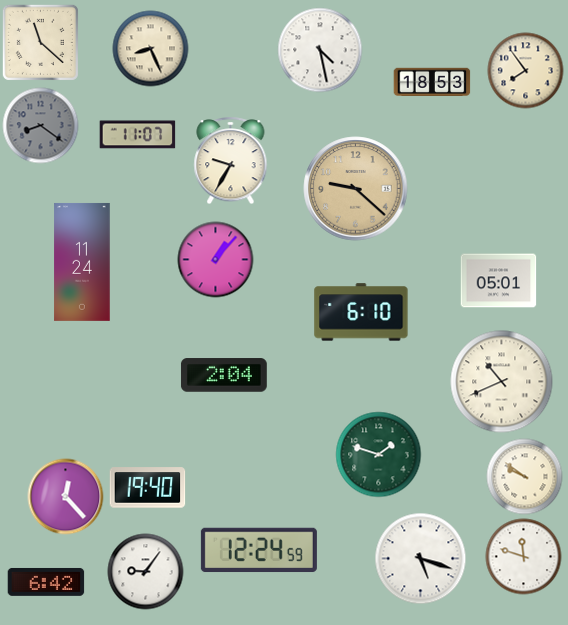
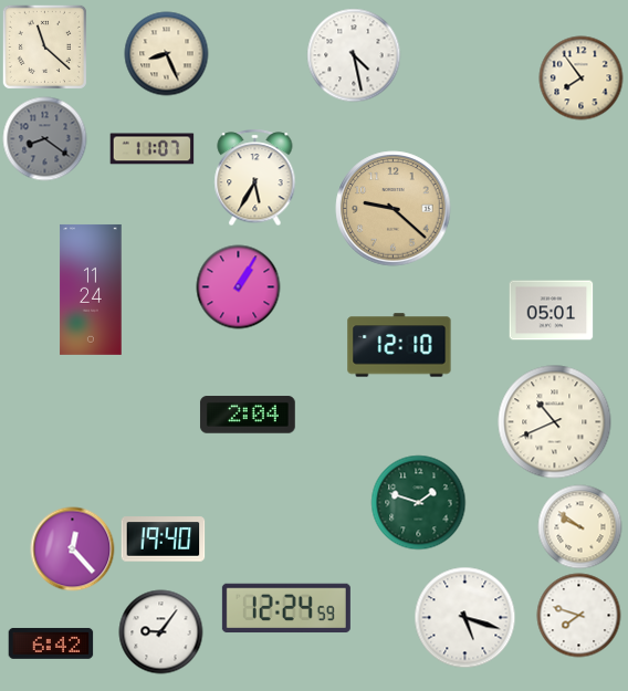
clock at (432, 81): 18:53 -> none
clock at (231, 161): 9:35 -> 5:35
clock at (216, 260): 1:07 -> 1:05
clock at (361, 312): 6:10 -> 12:10
clock at (524, 557): 11:48 -> 7:48
